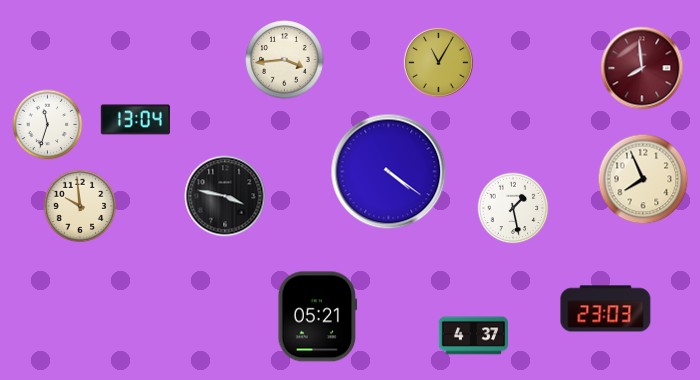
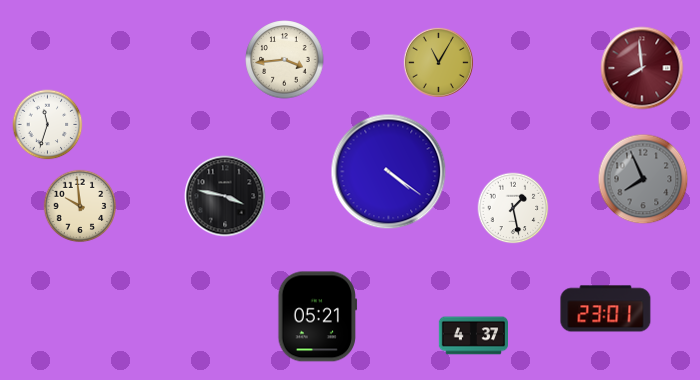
clock at (135, 120): 13:04 -> none
clock at (643, 179) dial: cream -> grey
clock at (606, 309): 23:03 -> 23:01
